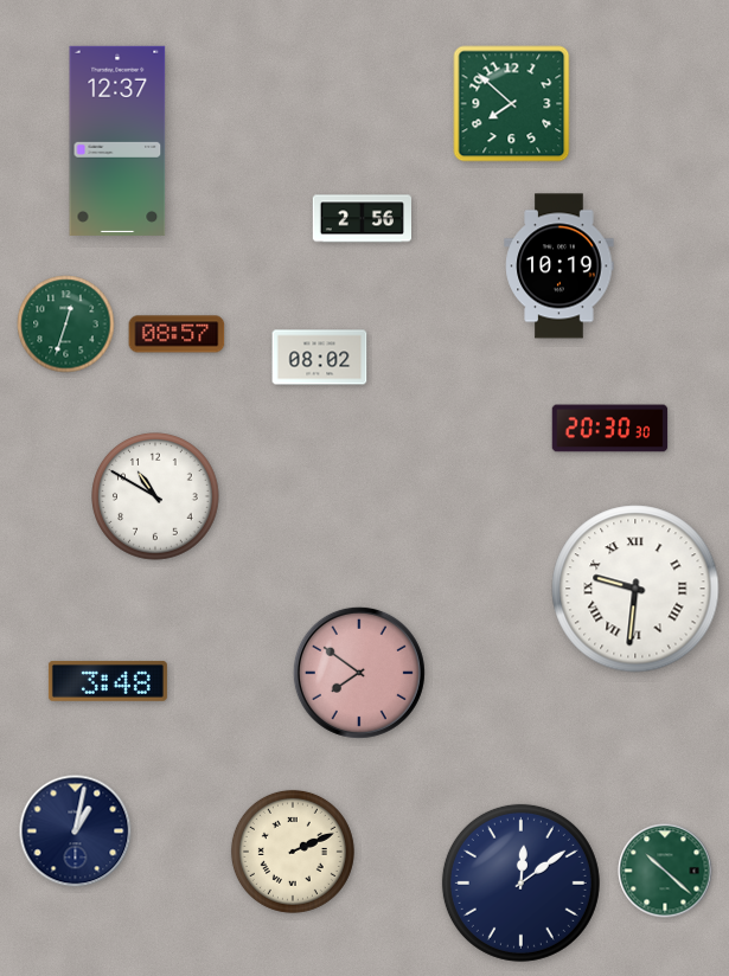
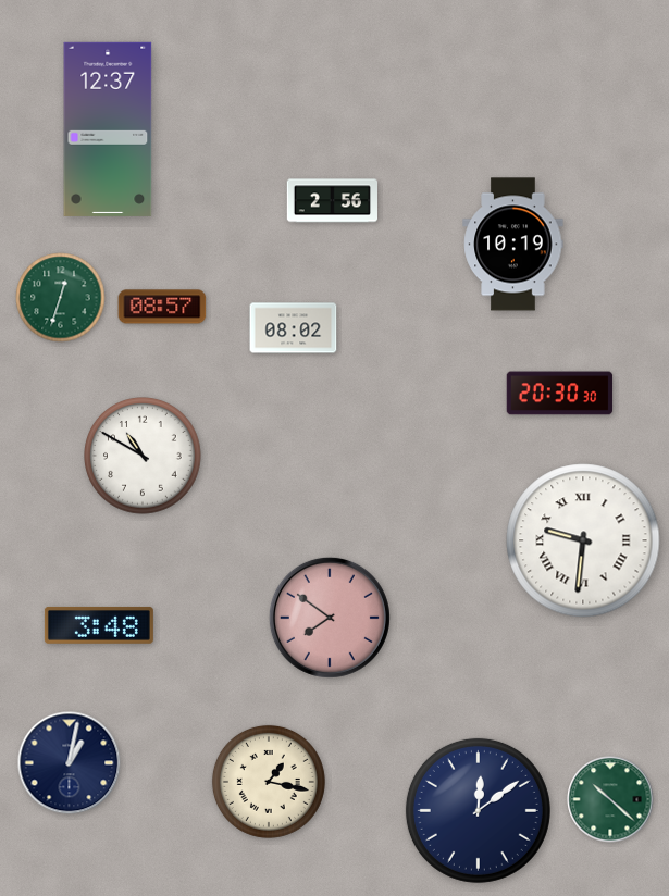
clock at (512, 104): 7:52 -> none
clock at (293, 852): 2:11 -> 1:17
